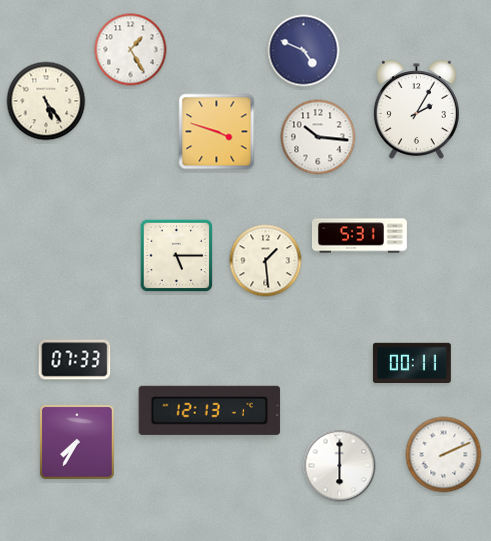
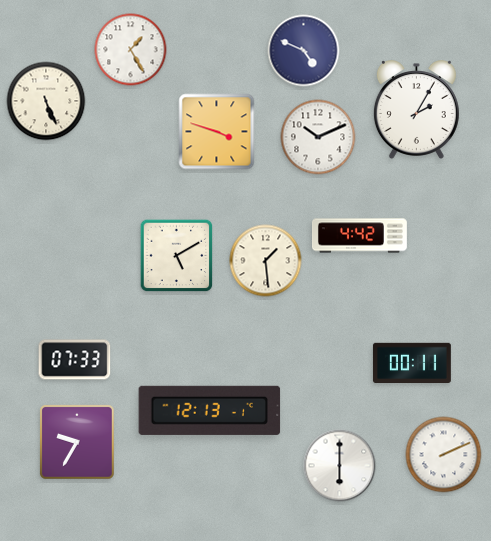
clock at (46, 101): 5:24 -> 5:26
clock at (318, 137): 10:16 -> 10:11
clock at (359, 236): 5:31 -> 4:42
clock at (177, 256): 5:15 -> 5:10
clock at (78, 443): 7:35 -> 9:35
